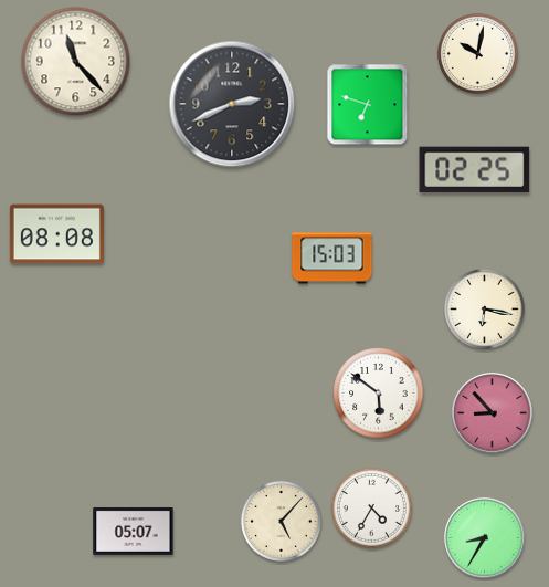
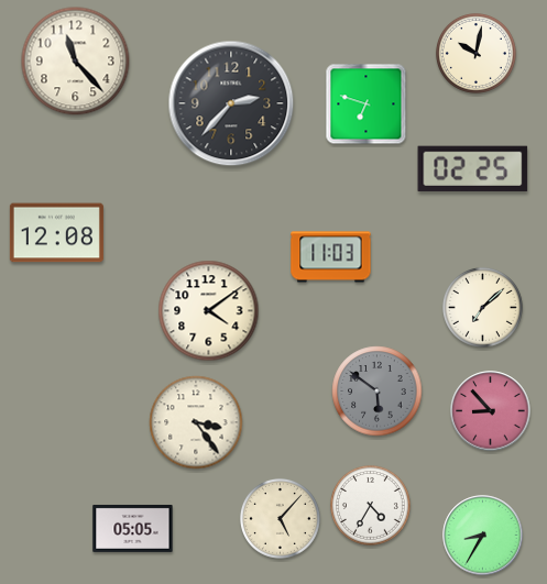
clock at (232, 104): 2:41 -> 2:37
clock at (56, 234): 08:08 -> 12:08
clock at (332, 259): 15:03 -> 11:03
clock at (484, 308): 6:17 -> 7:08
clock at (209, 311): none -> 4:09
clock at (379, 394) dial: white -> grey
clock at (196, 422): none -> 3:24
clock at (134, 531): 05:07 -> 05:05
